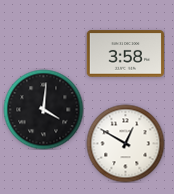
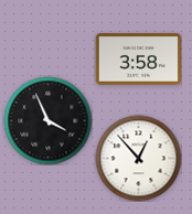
clock at (43, 109): 4:01 -> 3:56
clock at (125, 143): 12:50 -> 12:53
